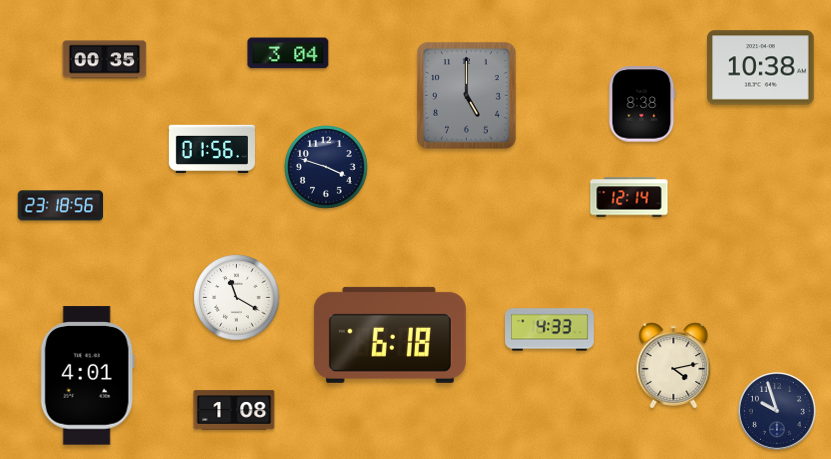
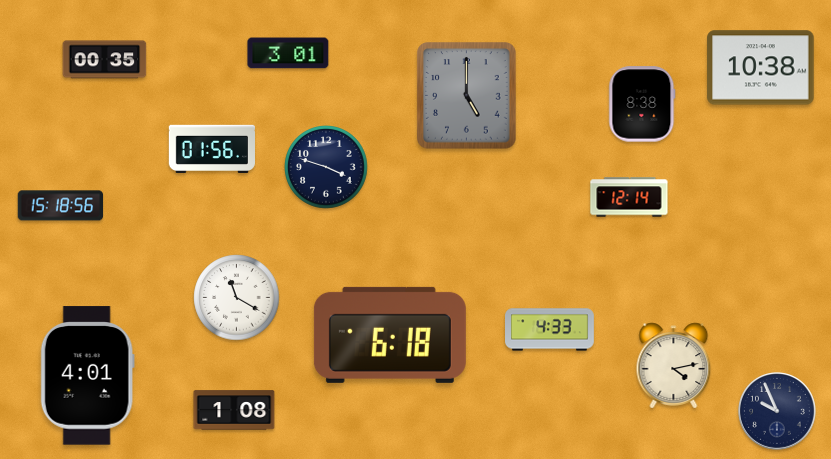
clock at (288, 53): 3:04 -> 3:01
clock at (61, 206): 23:18 -> 15:18
clock at (778, 412): 9:57 -> 9:56
